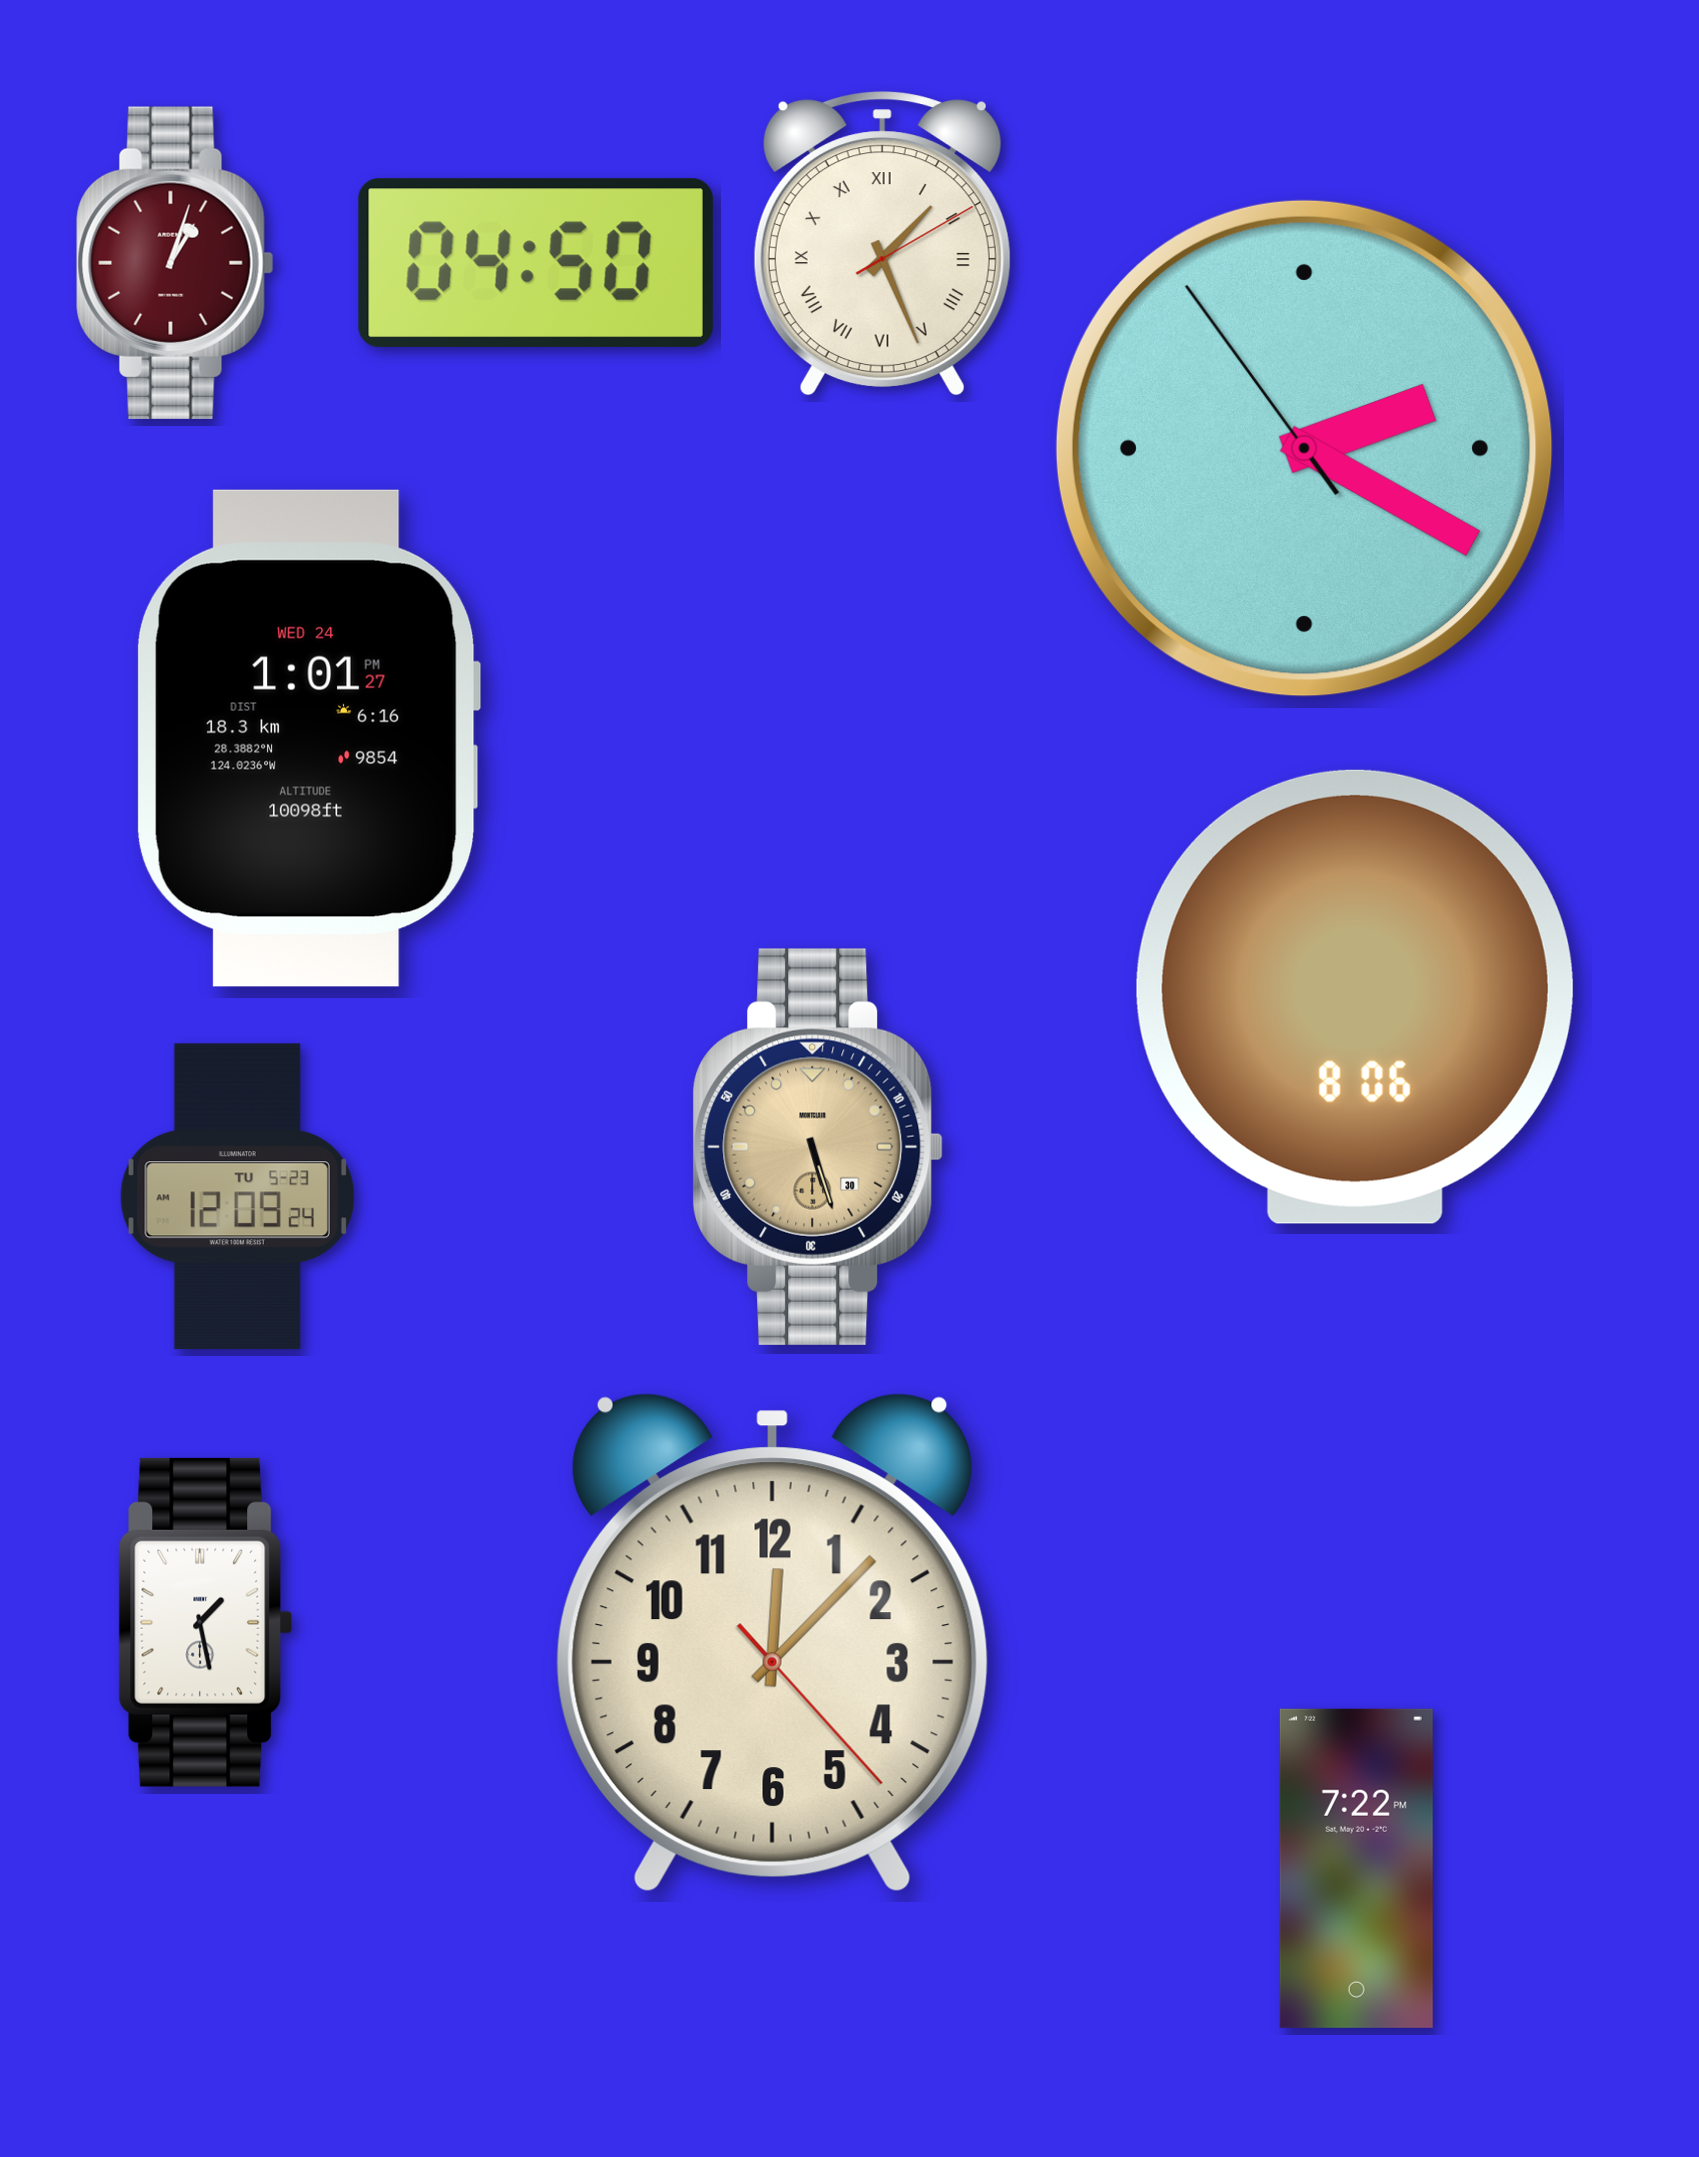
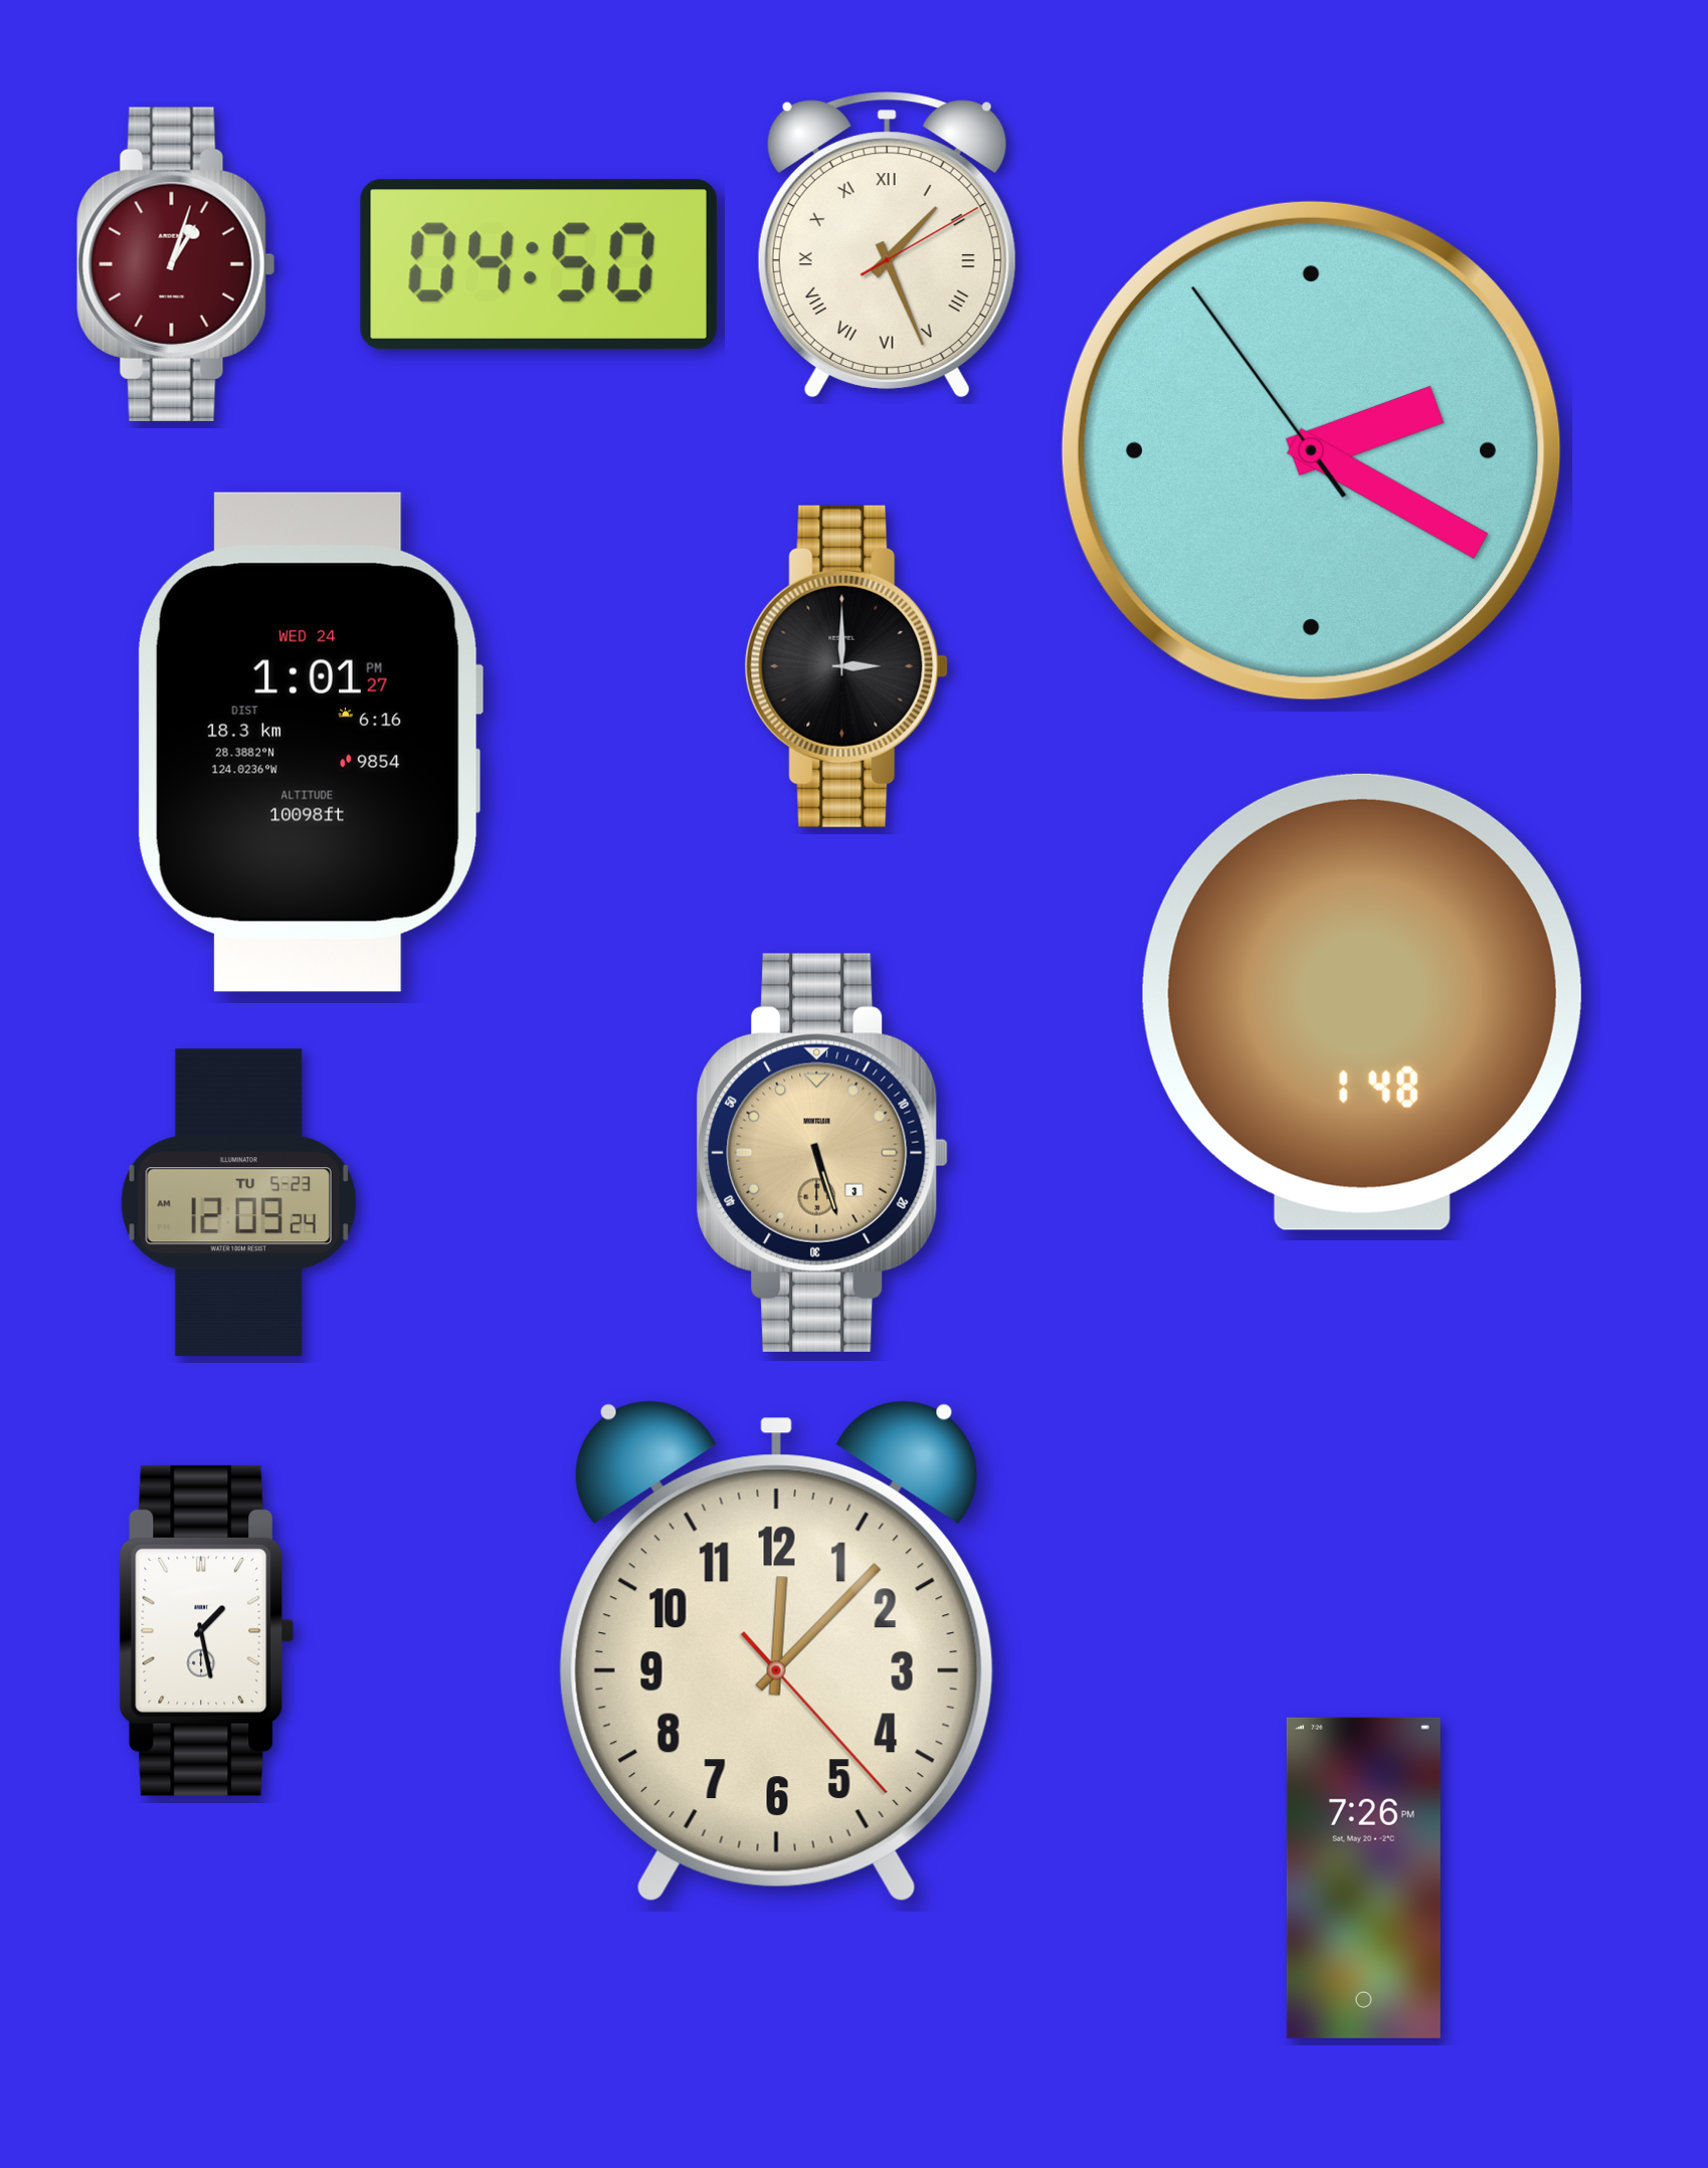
clock at (846, 666): none -> 3:00
clock at (1355, 997): 8:06 -> 1:48
clock at (818, 1147) date: 30 -> 3
clock at (1356, 1868): 7:22 -> 7:26
